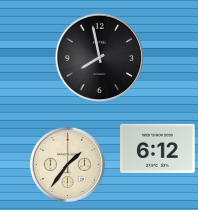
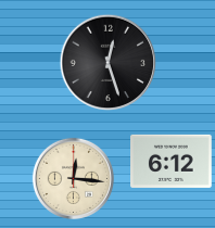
clock at (100, 58): 7:58 -> 12:27
clock at (67, 164): 1:36 -> 12:16
